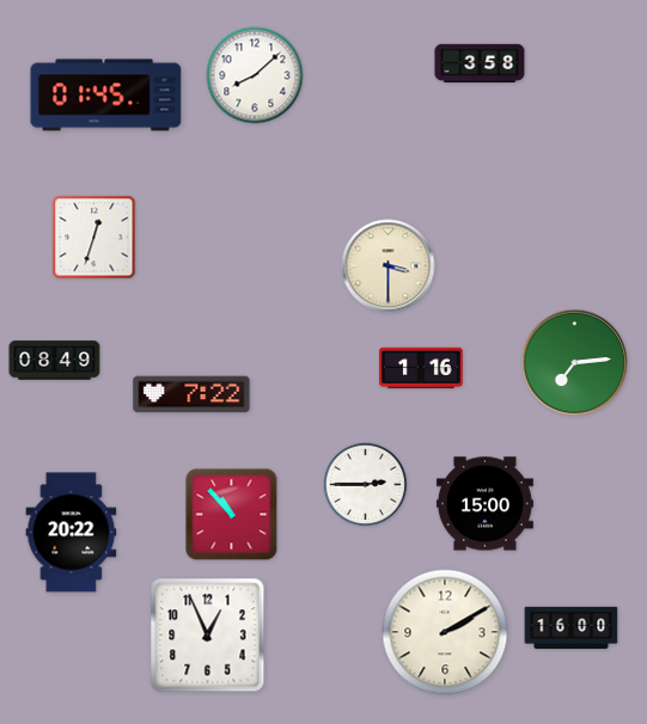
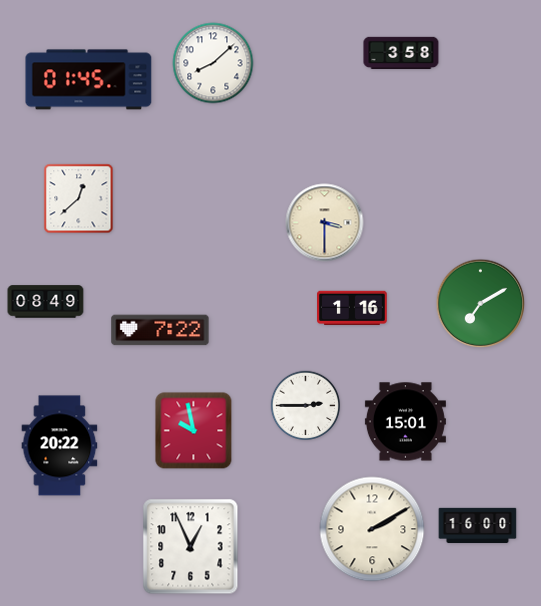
clock at (94, 238): 12:33 -> 12:38
clock at (575, 363): 7:14 -> 7:10
clock at (484, 504): 15:00 -> 15:01
clock at (232, 515): 10:53 -> 9:58
clock at (208, 636) position: (208, 636) -> (191, 547)
